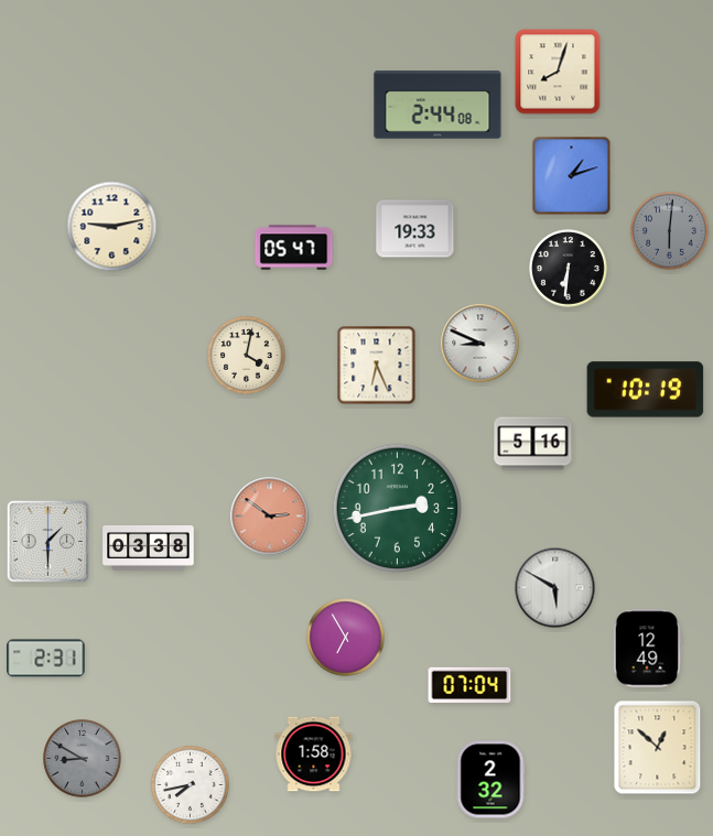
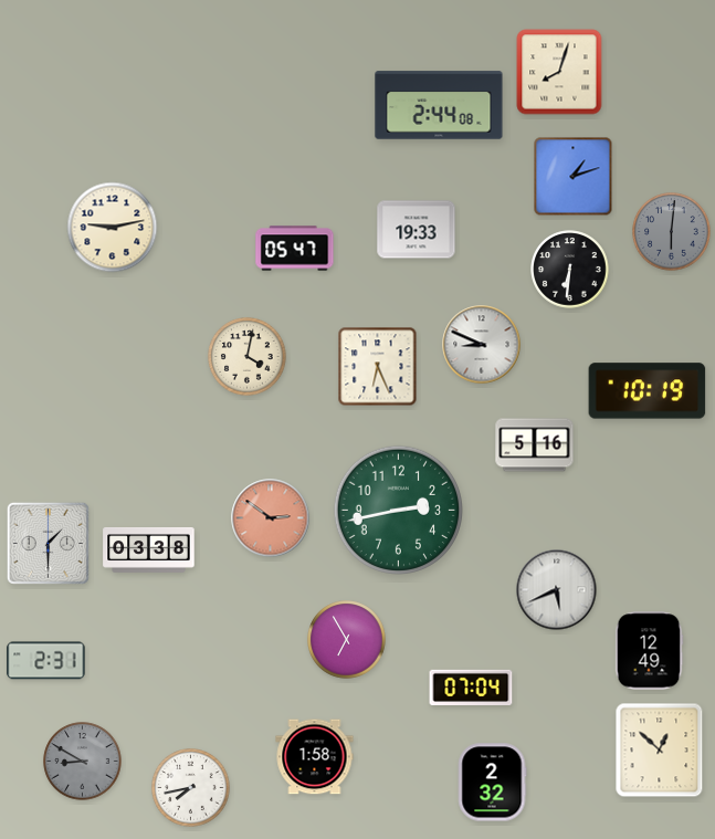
clock at (555, 588): 5:50 -> 5:41
